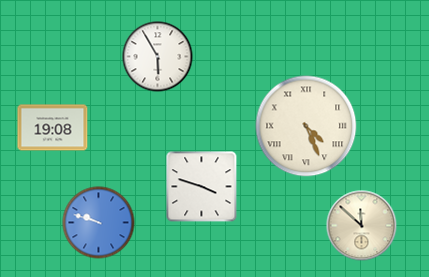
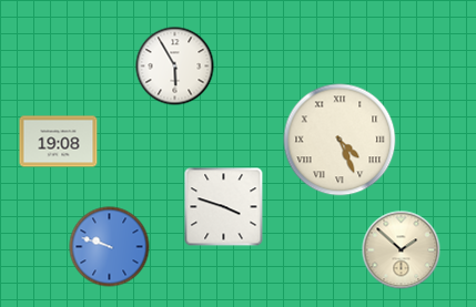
clock at (158, 57) position: (158, 57) -> (175, 66)
clock at (362, 226): 11:52 -> 1:52
